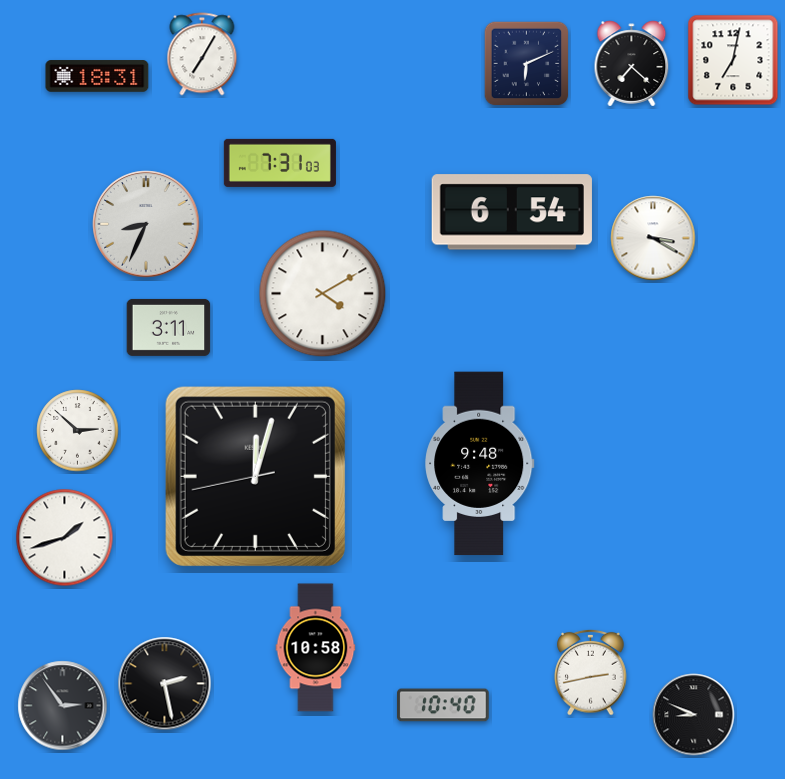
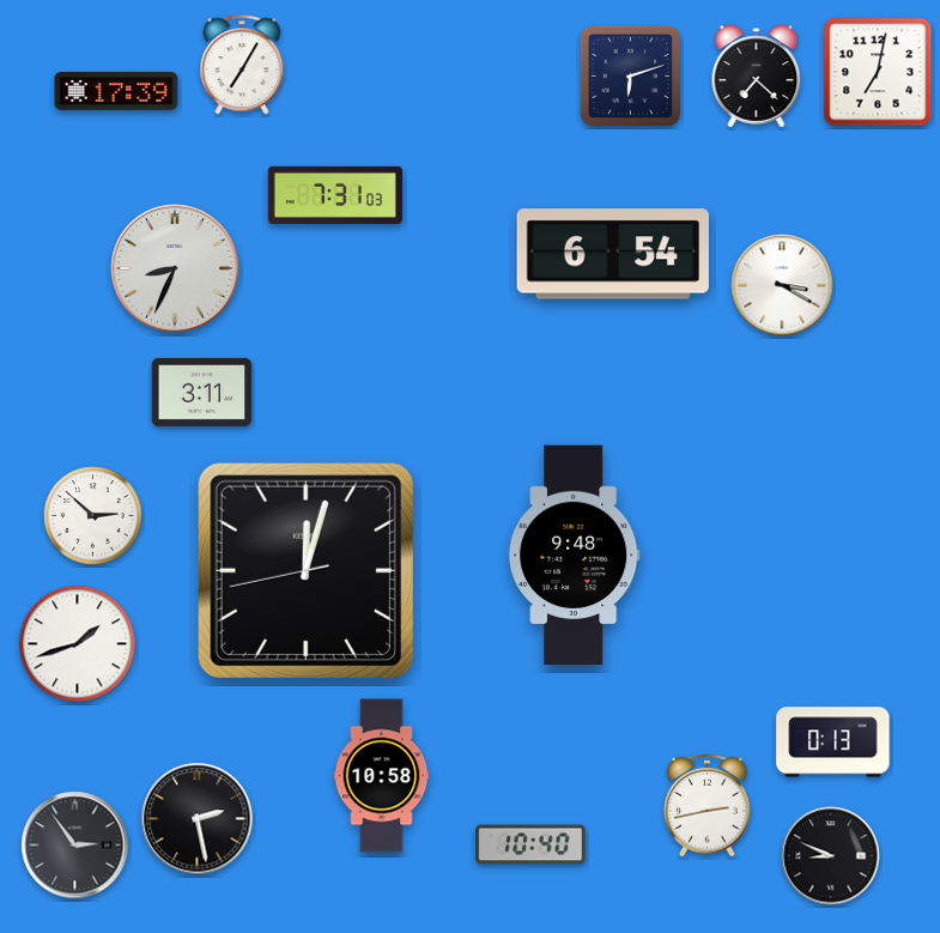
clock at (527, 64): 6:11 -> 6:12
clock at (97, 76): 18:31 -> 17:39
clock at (323, 294): 4:10 -> none
clock at (833, 743): none -> 0:13
clock at (316, 648) position: (316, 648) -> (382, 776)
